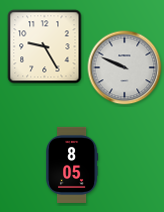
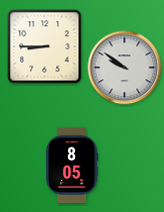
clock at (45, 47): 9:25 -> 8:45
clock at (125, 68): 9:49 -> 9:51
